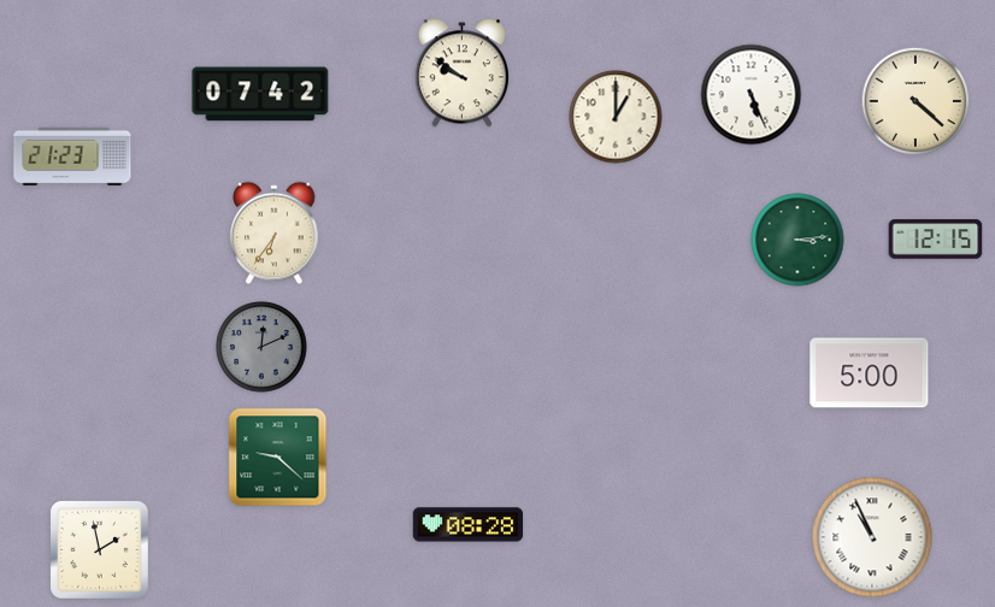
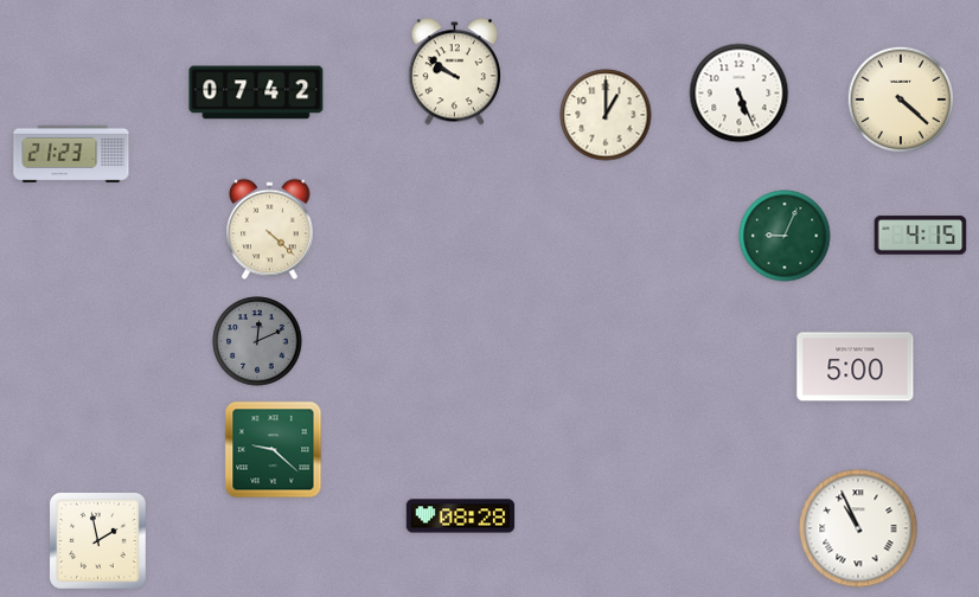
clock at (275, 234): 6:36 -> 4:22
clock at (797, 240): 3:14 -> 9:04
clock at (936, 240): 12:15 -> 4:15
